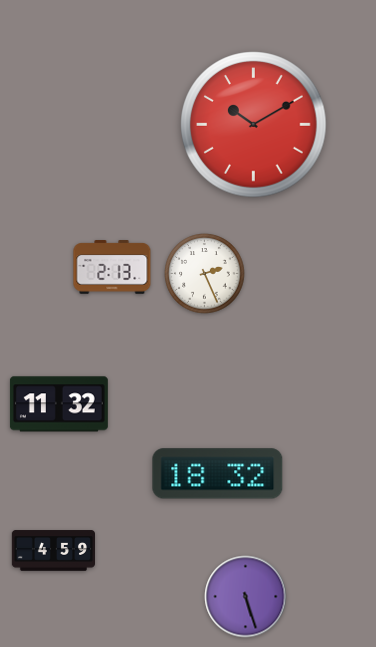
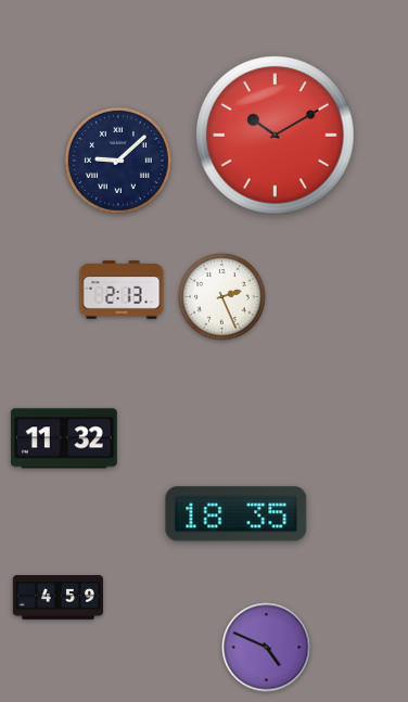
clock at (118, 161): none -> 9:08
clock at (218, 474): 18:32 -> 18:35
clock at (246, 597): 5:27 -> 4:49
